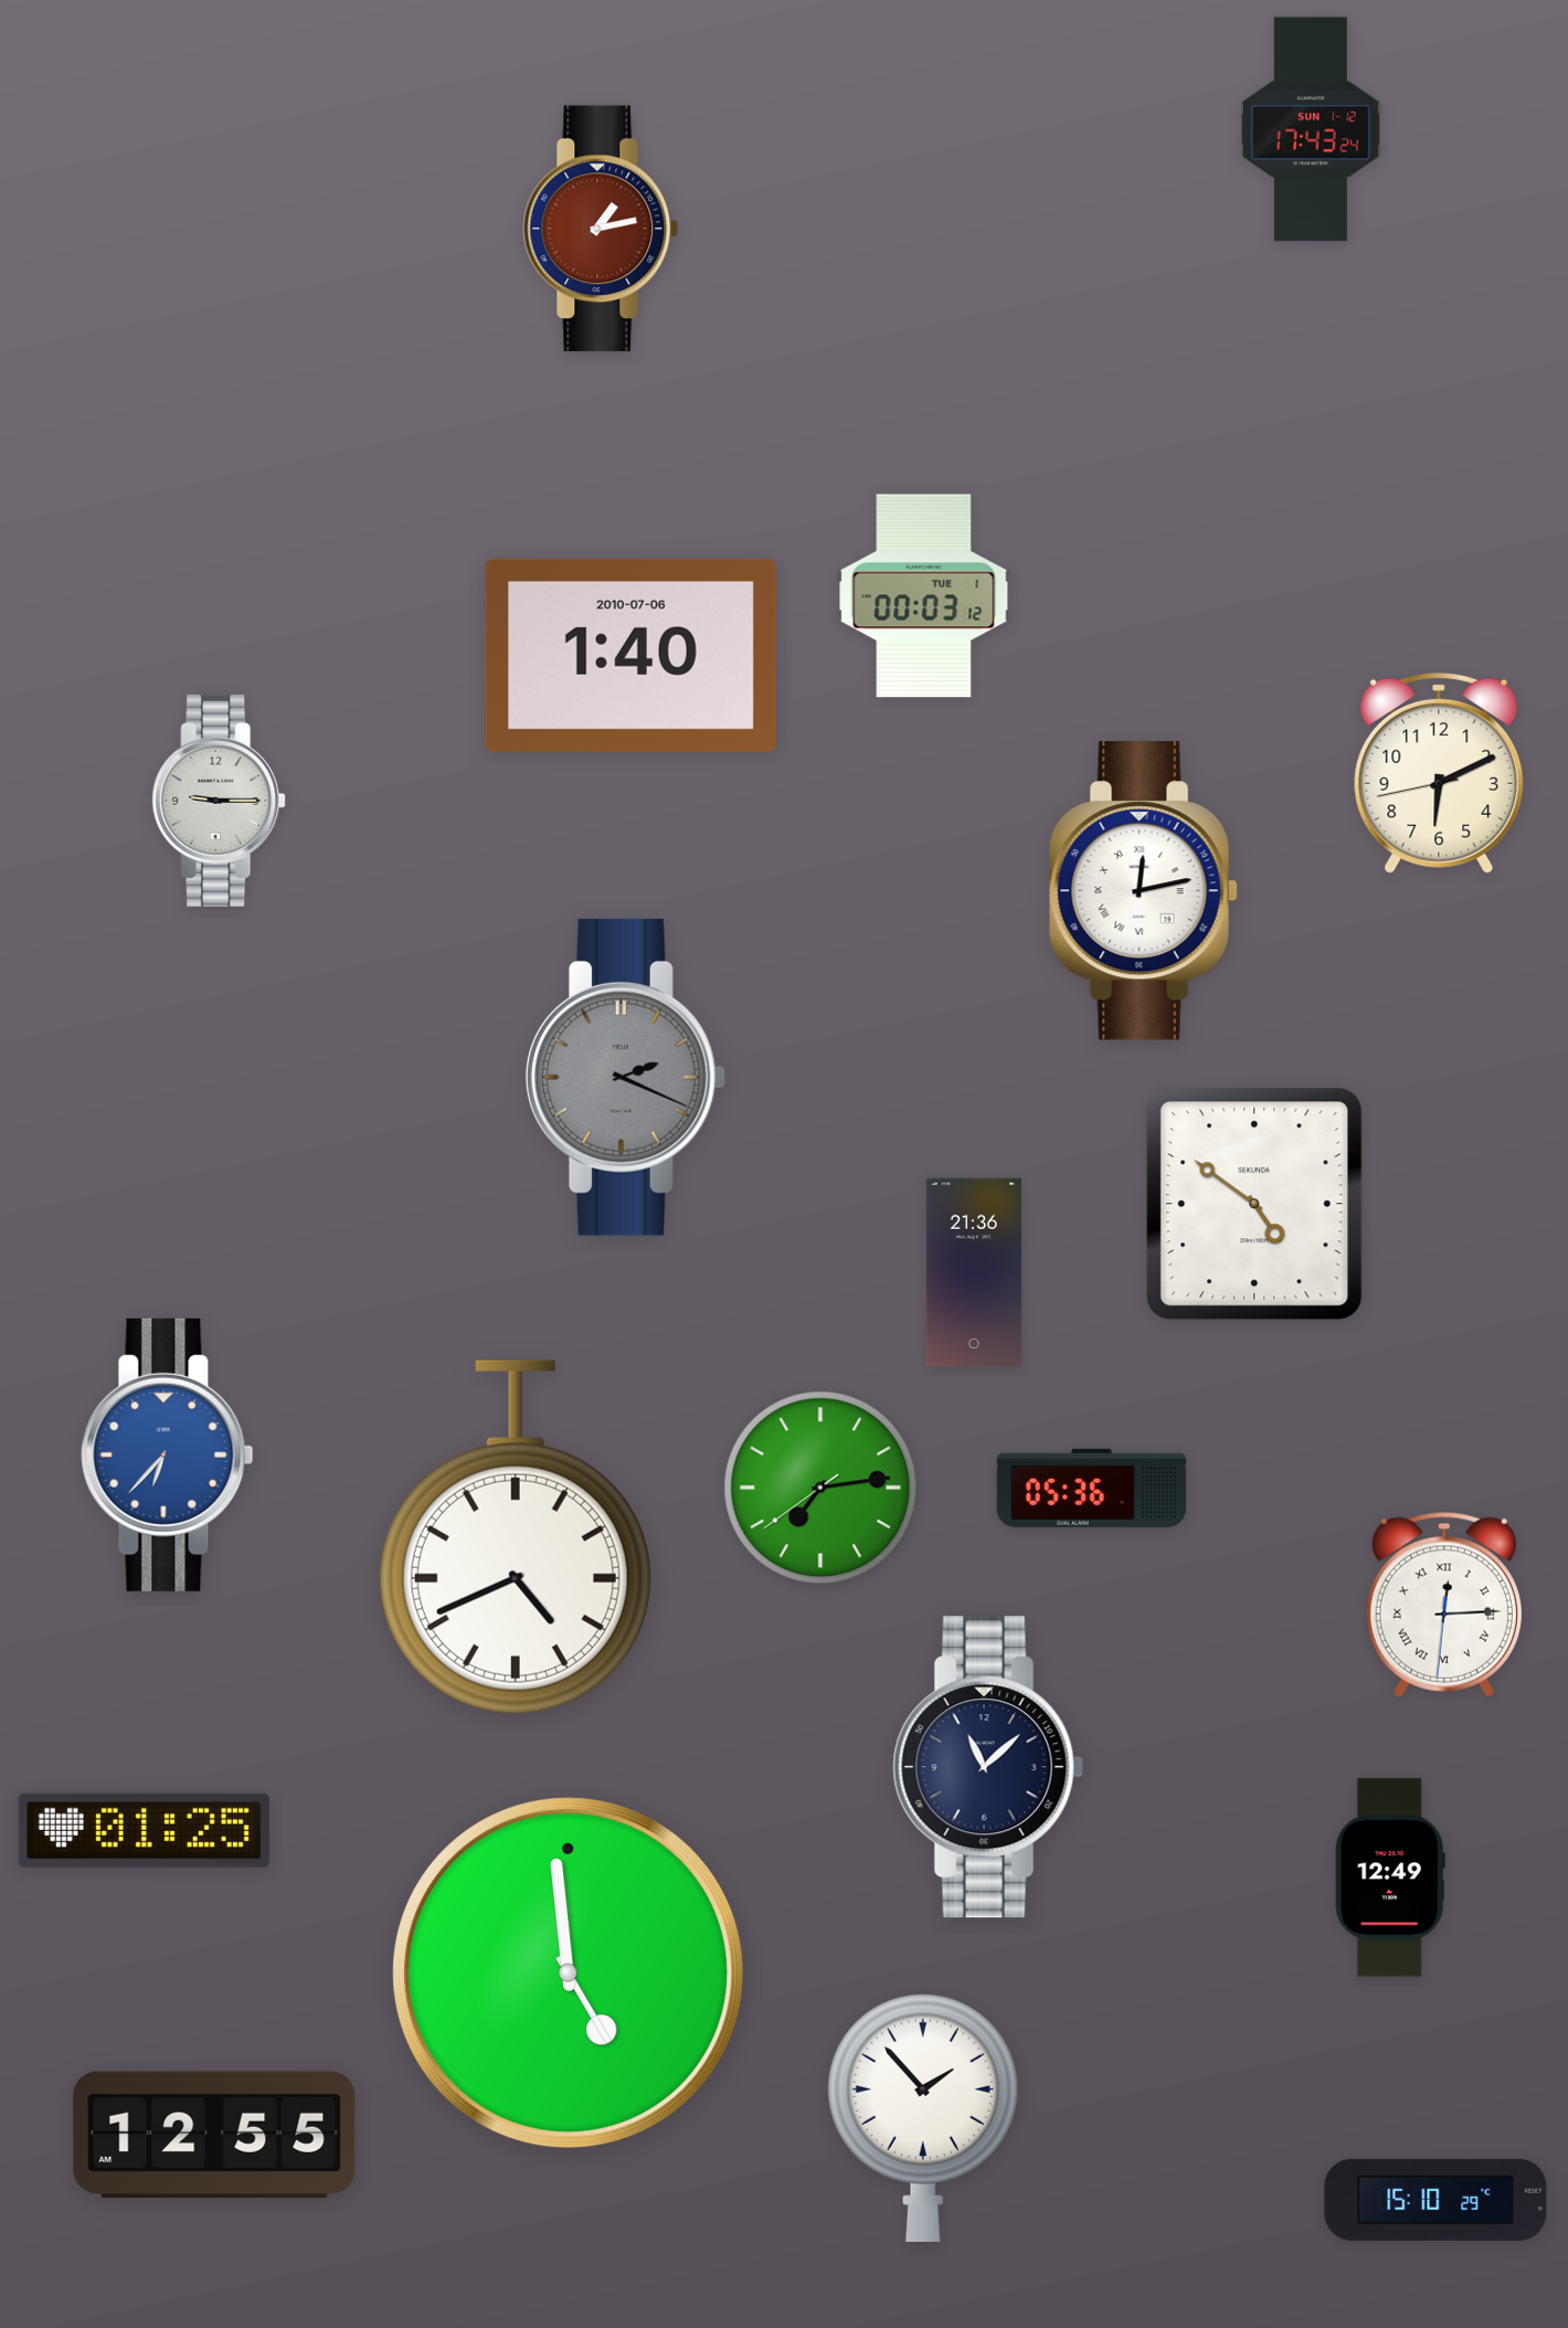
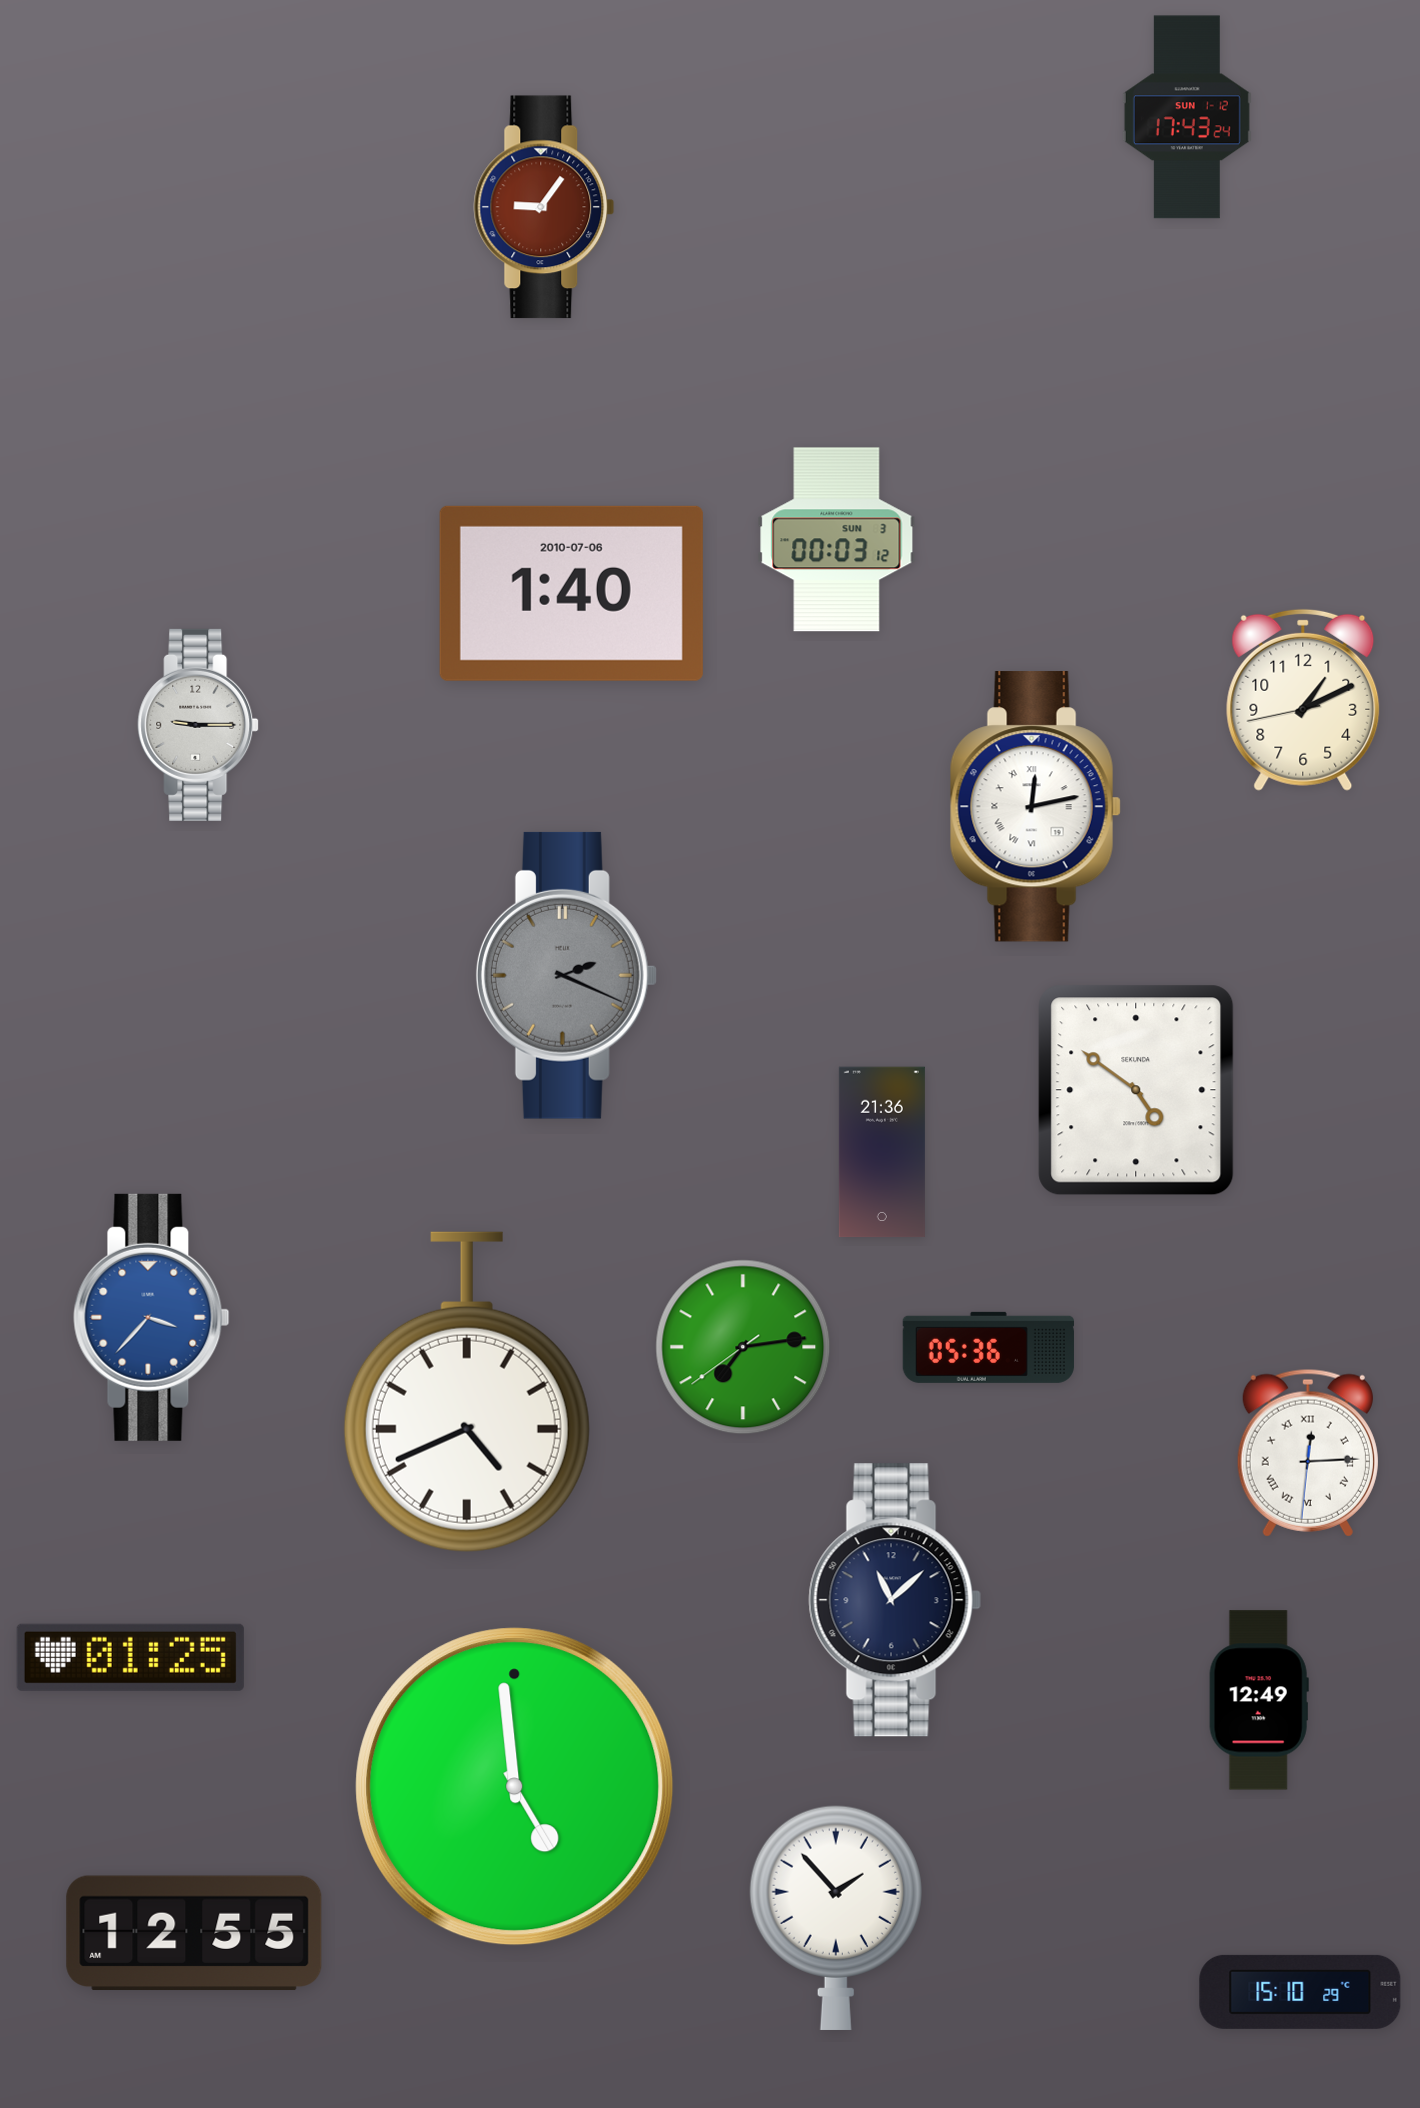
clock at (601, 229): 1:13 -> 9:06
clock at (924, 596) date: TUE 1 -> SUN 3
clock at (1439, 773): 6:10 -> 1:10
clock at (168, 1454): 6:37 -> 3:37
